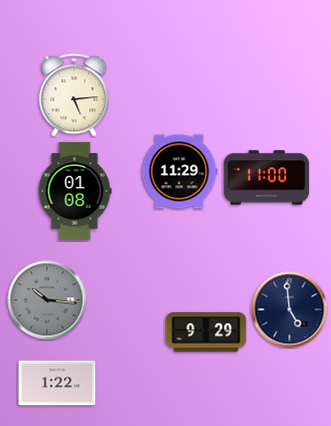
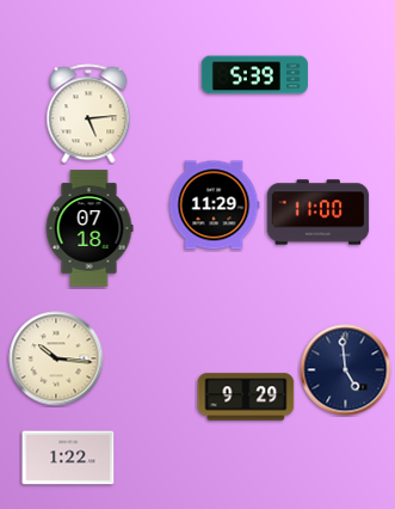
clock at (254, 75): none -> 5:39
clock at (75, 191): 01:08 -> 07:18
clock at (47, 300) dial: grey -> cream
